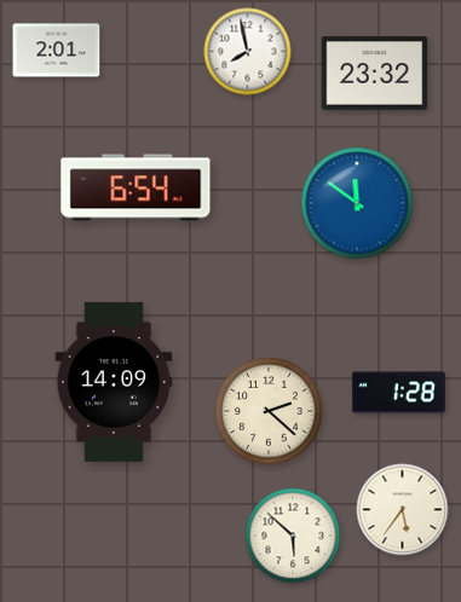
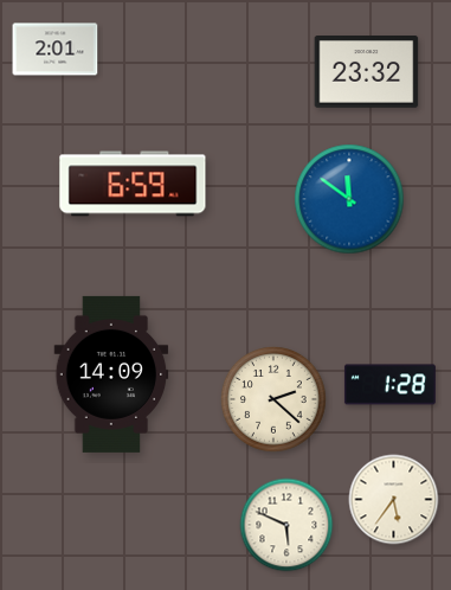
clock at (248, 52): 7:58 -> none
clock at (136, 187): 6:54 -> 6:59
clock at (269, 411) position: (269, 411) -> (273, 399)
clock at (293, 536): 5:52 -> 5:49
